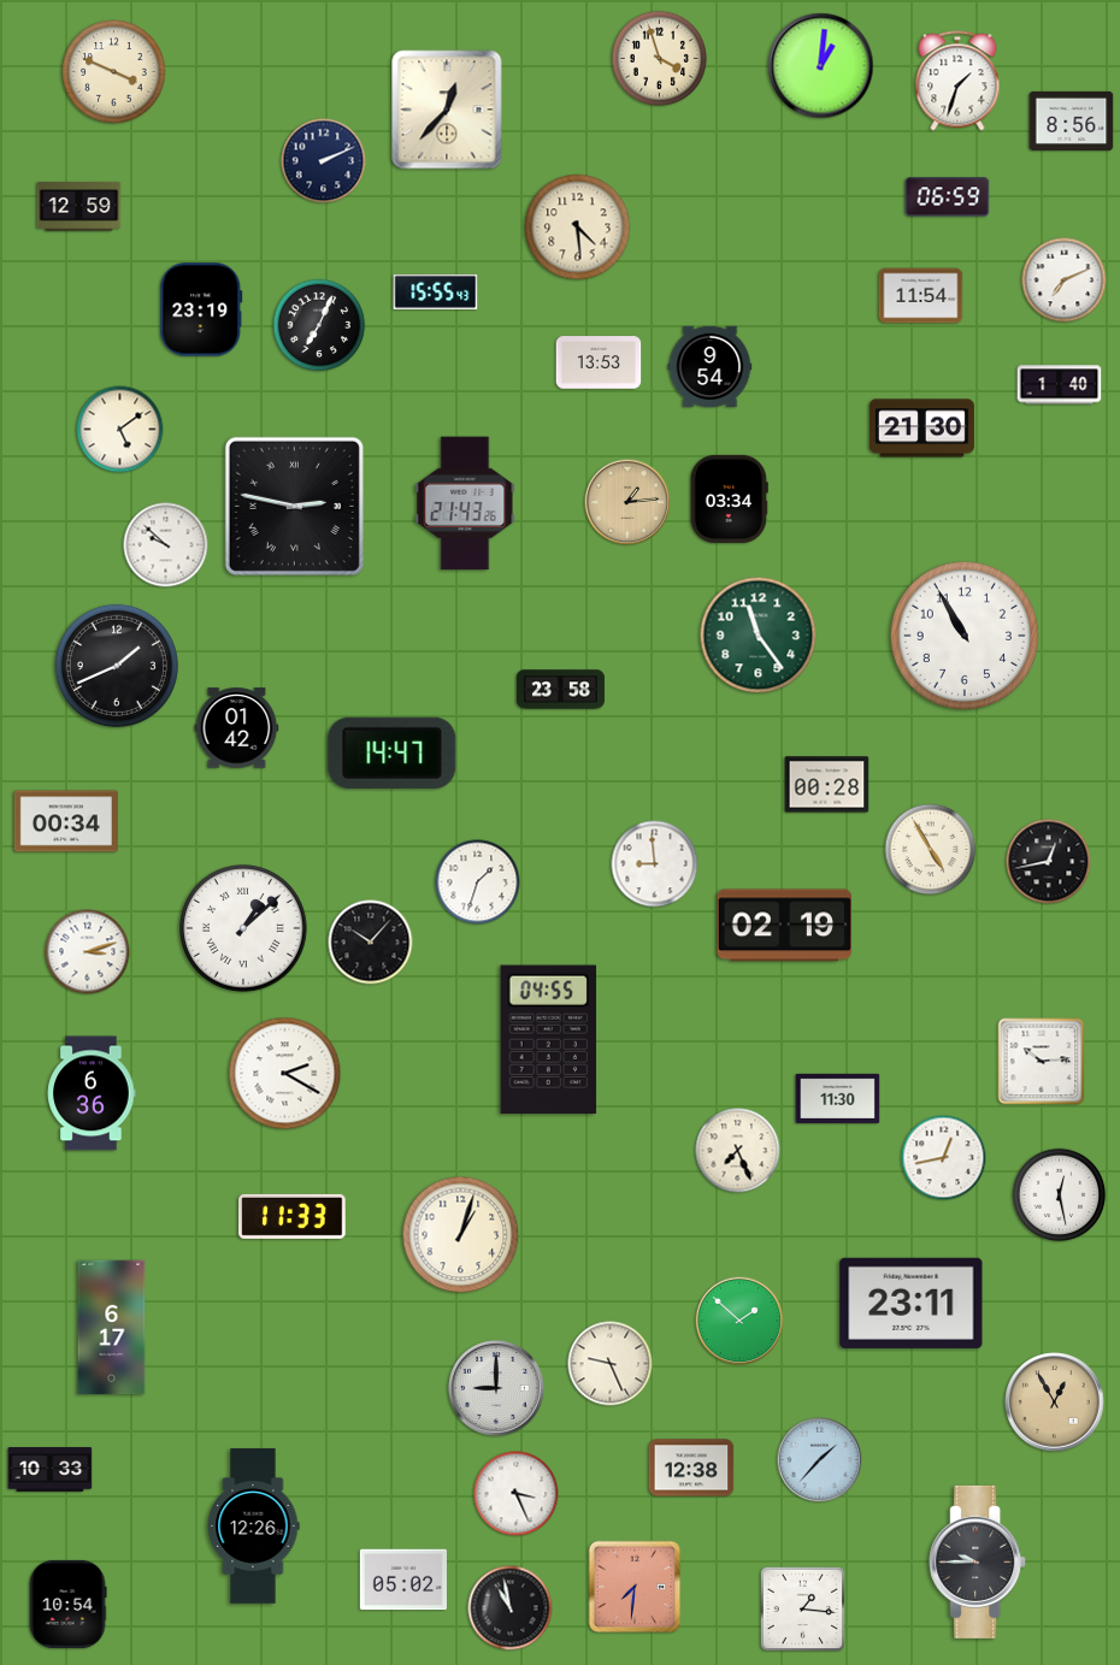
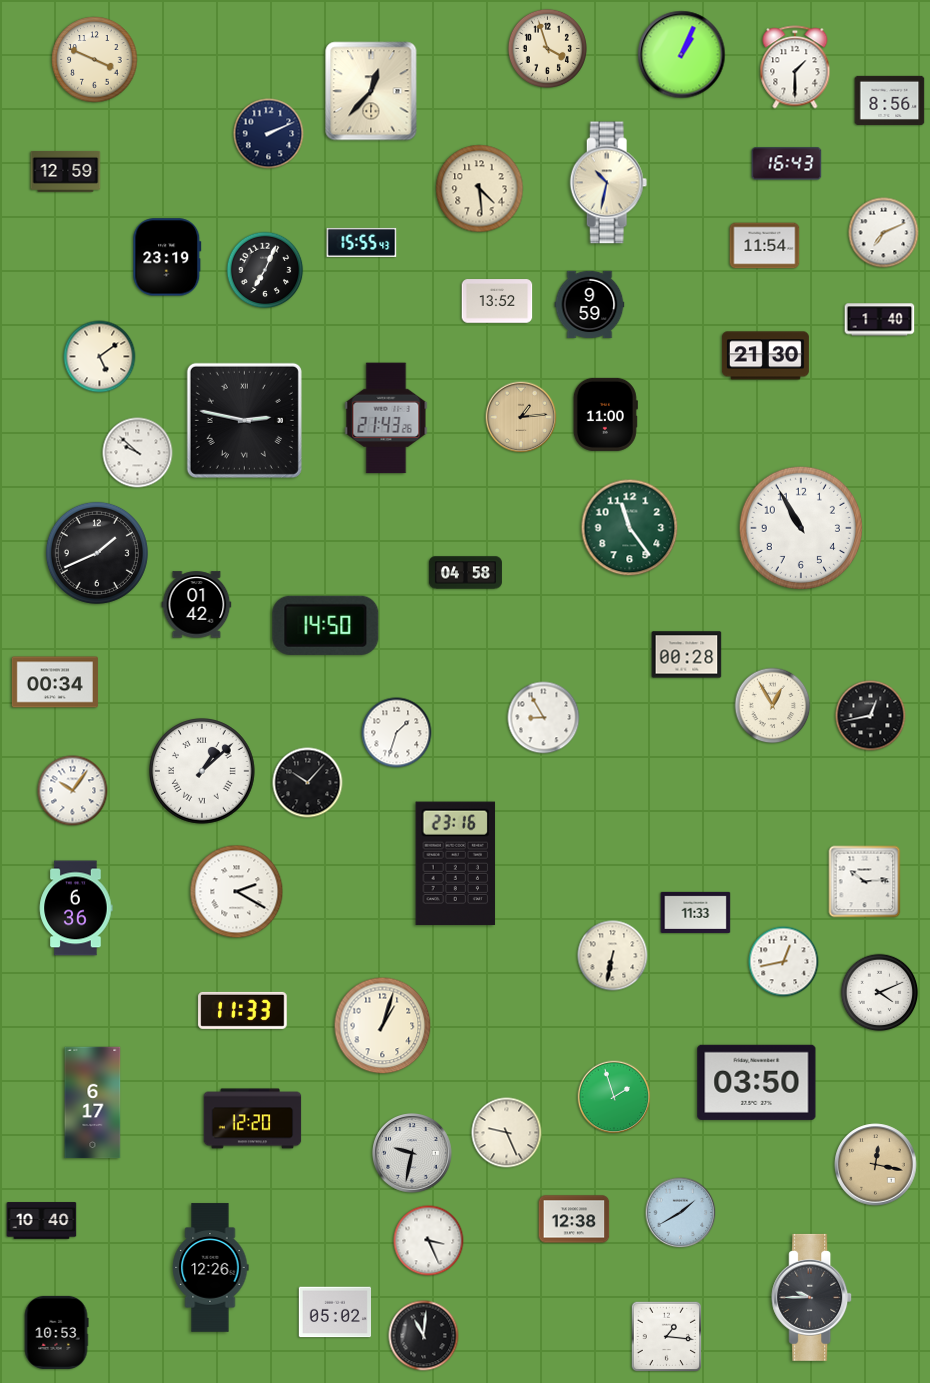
clock at (821, 66): 1:01 -> 1:04
clock at (957, 81): 1:33 -> 1:30
clock at (948, 197): 06:59 -> 16:43
clock at (609, 183): none -> 10:32
clock at (599, 362): 13:53 -> 13:52
clock at (711, 367): 9:54 -> 9:59
clock at (729, 498): 03:34 -> 11:00
clock at (560, 690): 23:58 -> 04:58
clock at (393, 752): 14:47 -> 14:50
clock at (827, 785) position: (827, 785) -> (687, 655)
clock at (931, 850): 4:55 -> 12:55
clock at (655, 864): 8:59 -> 8:55
clock at (784, 926): 02:19 -> none
clock at (88, 952): 3:12 -> 10:06
clock at (549, 1040): 04:55 -> 23:16
clock at (838, 1098): 11:30 -> 11:33
clock at (738, 1151): 7:26 -> 6:32
clock at (1060, 1195): 12:28 -> 4:11
clock at (912, 1303): 23:11 -> 03:50
clock at (739, 1321): 1:52 -> 1:57
clock at (253, 1119): none -> 12:20
clock at (497, 1389): 9:00 -> 9:32
clock at (1055, 1403): 12:55 -> 12:17
clock at (820, 1460): 1:37 -> 1:40
clock at (51, 1470): 10:33 -> 10:40
clock at (635, 1587): 7:31 -> none
clock at (67, 1604): 10:54 -> 10:53
clock at (511, 1608): 10:58 -> 11:01
